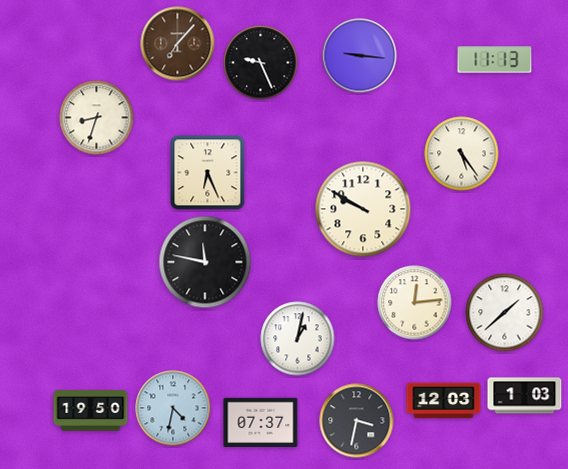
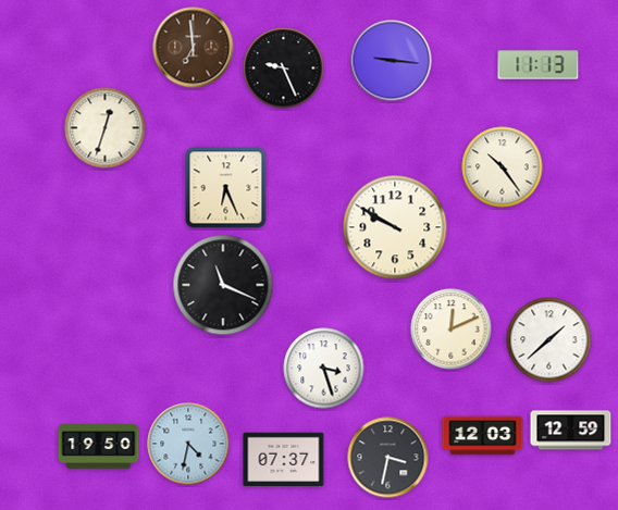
clock at (178, 44): 7:07 -> 6:59
clock at (97, 118): 8:33 -> 12:33
clock at (462, 154): 5:24 -> 10:24
clock at (205, 262): 11:47 -> 11:19
clock at (415, 303): 12:14 -> 12:11
clock at (298, 339): 1:02 -> 3:27
clock at (525, 396): 1:03 -> 12:59
